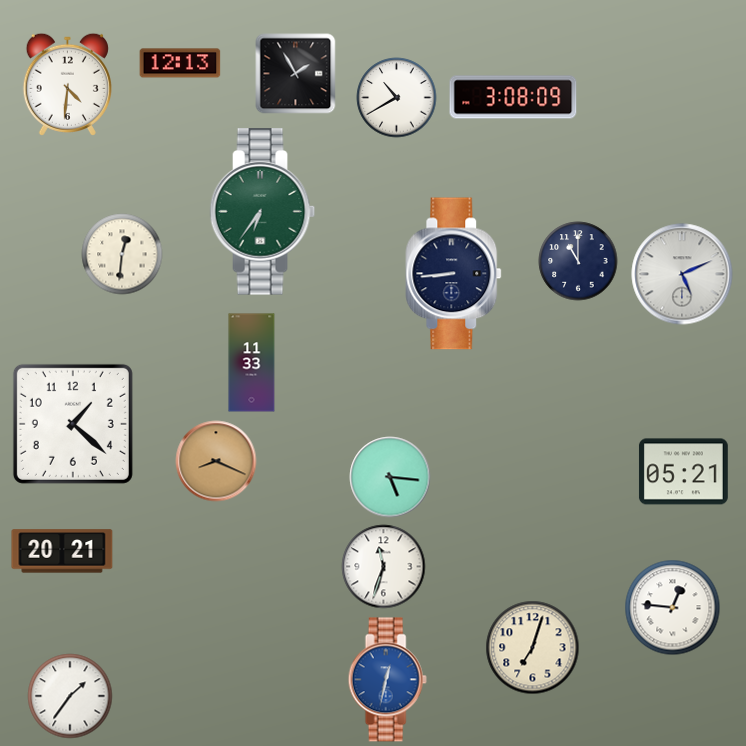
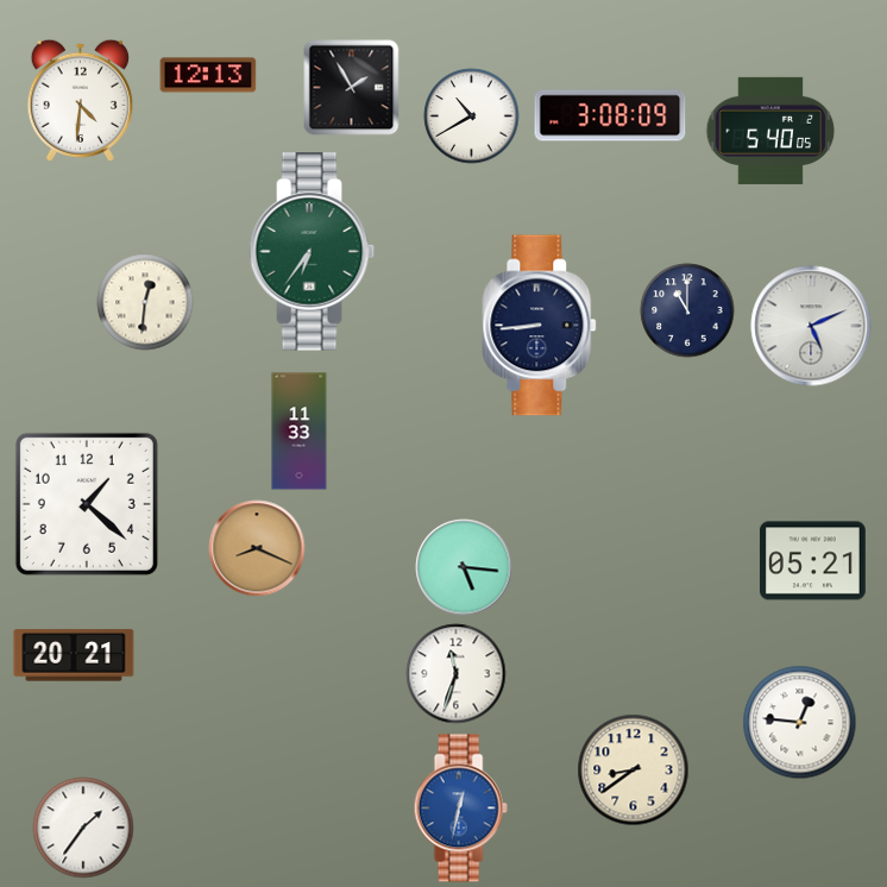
clock at (180, 63) position: (180, 63) -> (208, 75)
clock at (770, 131): none -> 5:40
clock at (533, 648): 7:03 -> 8:39
